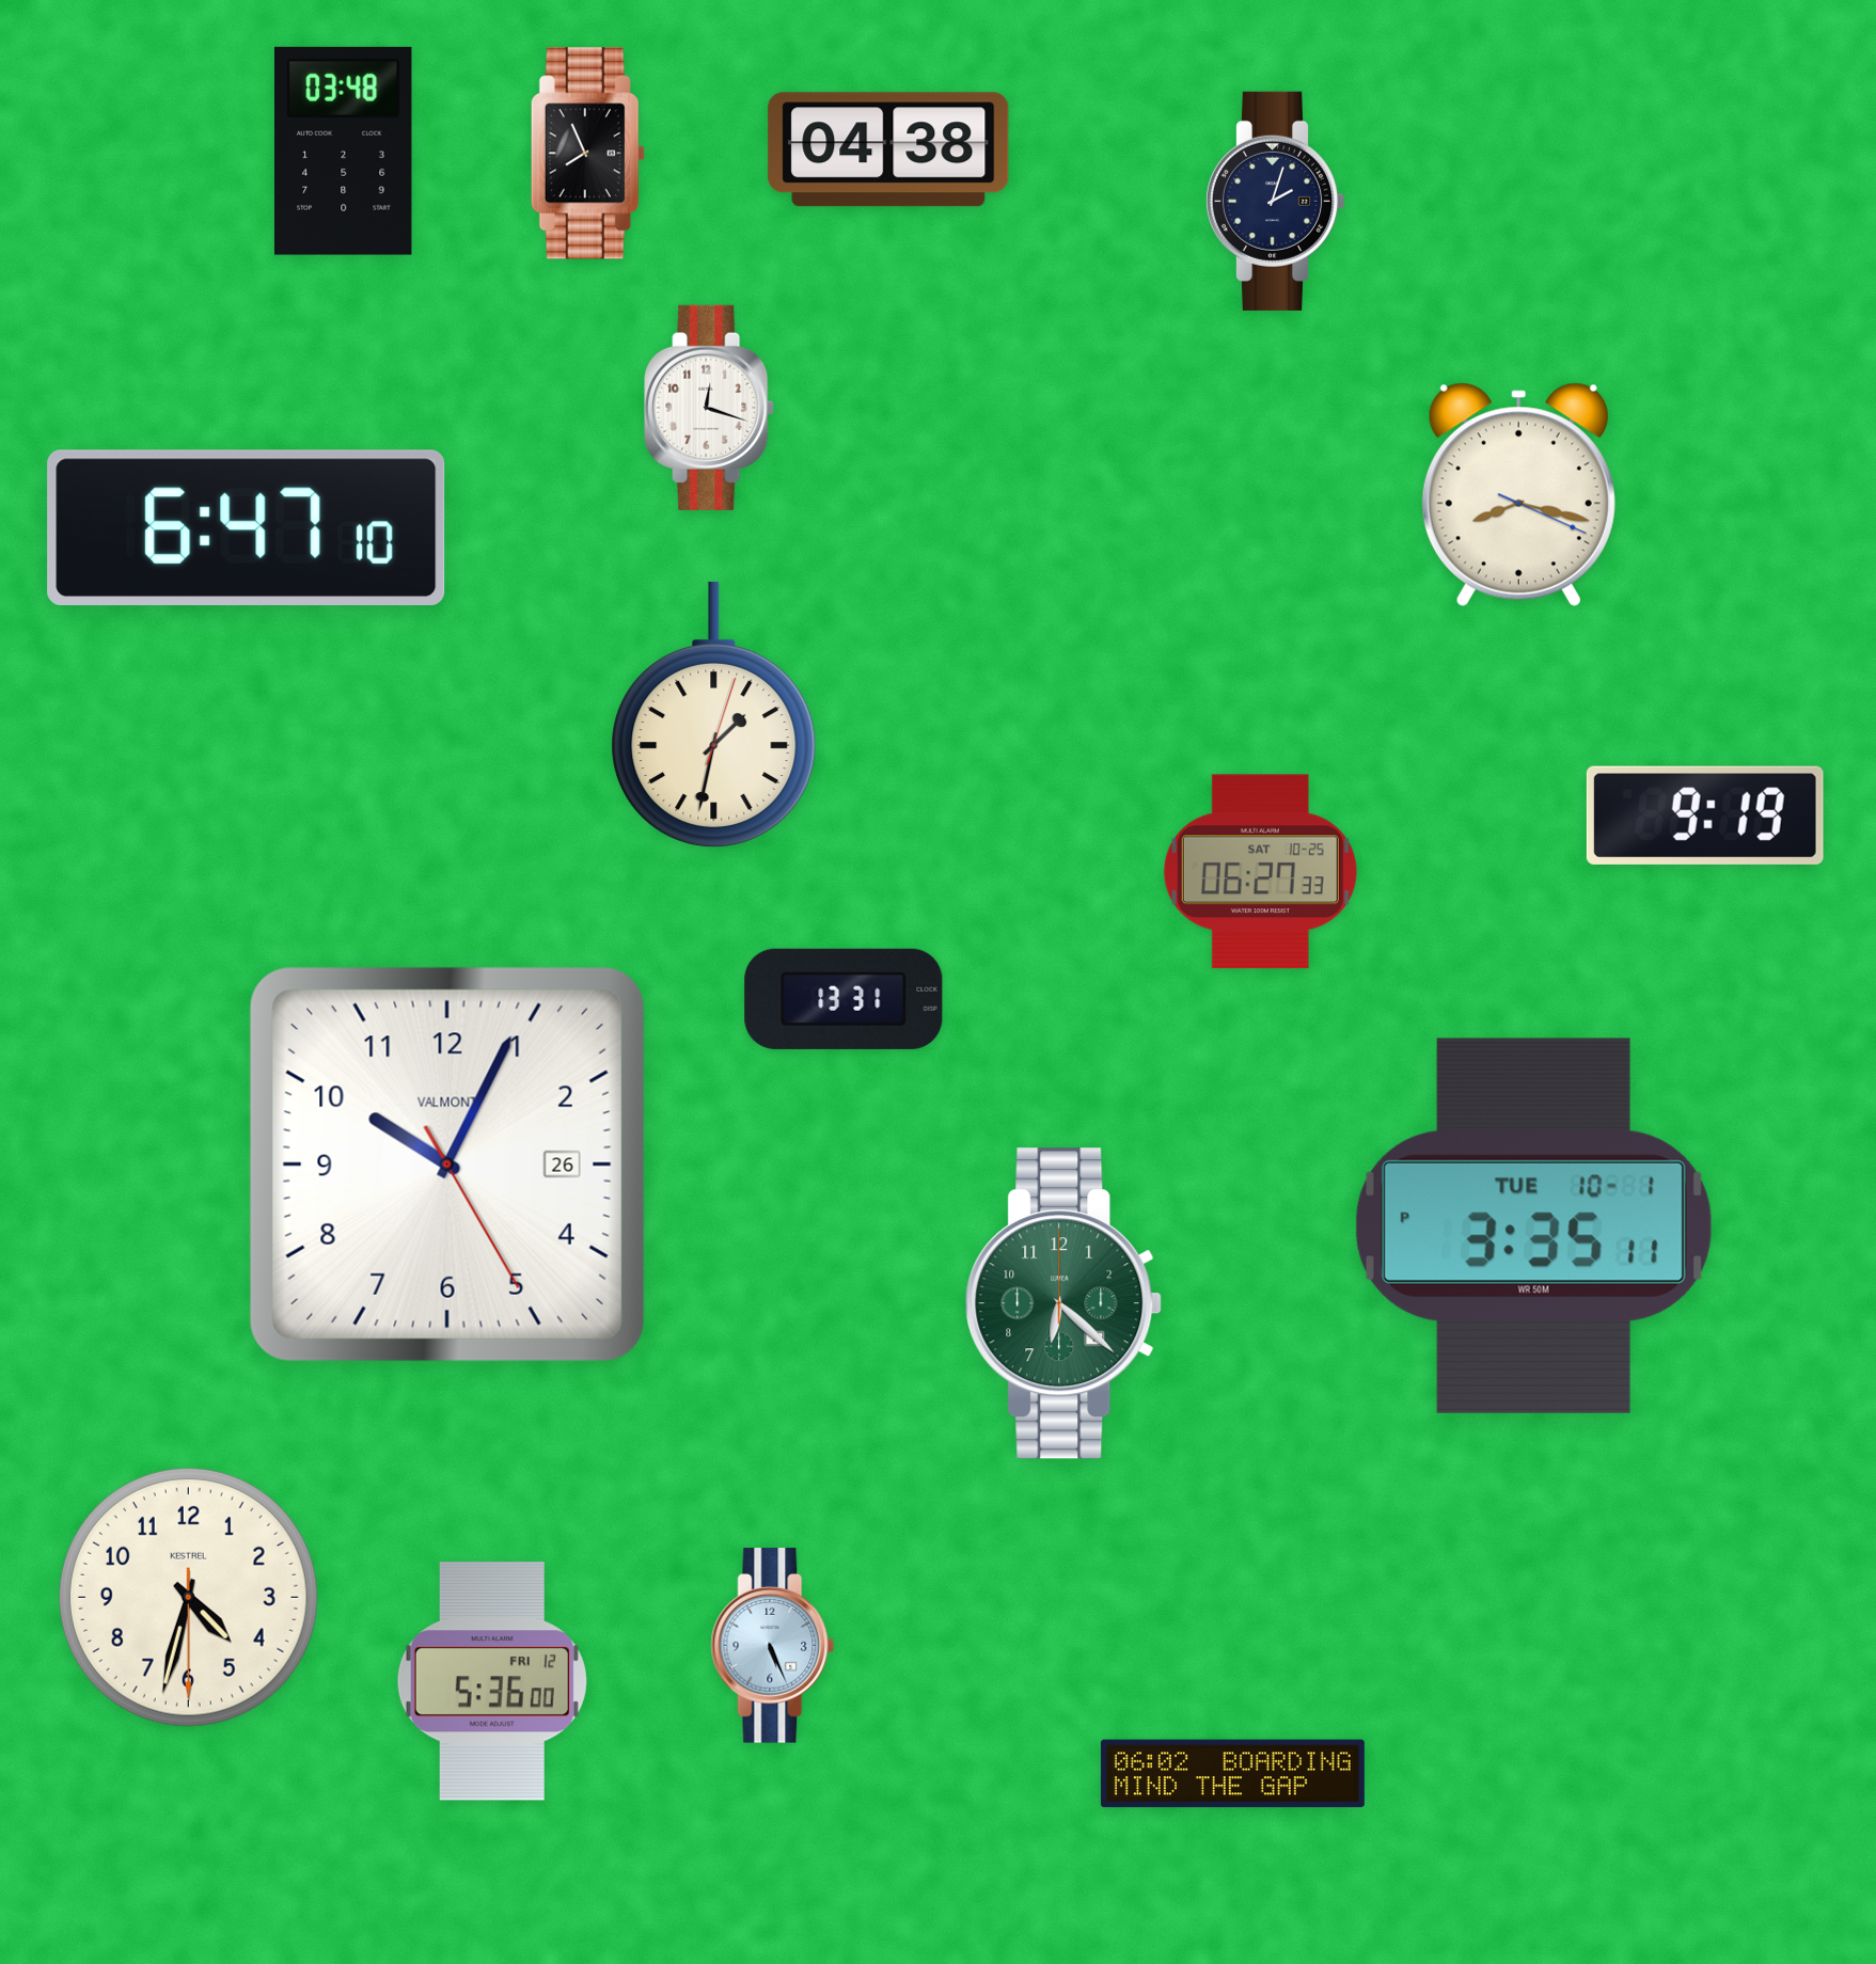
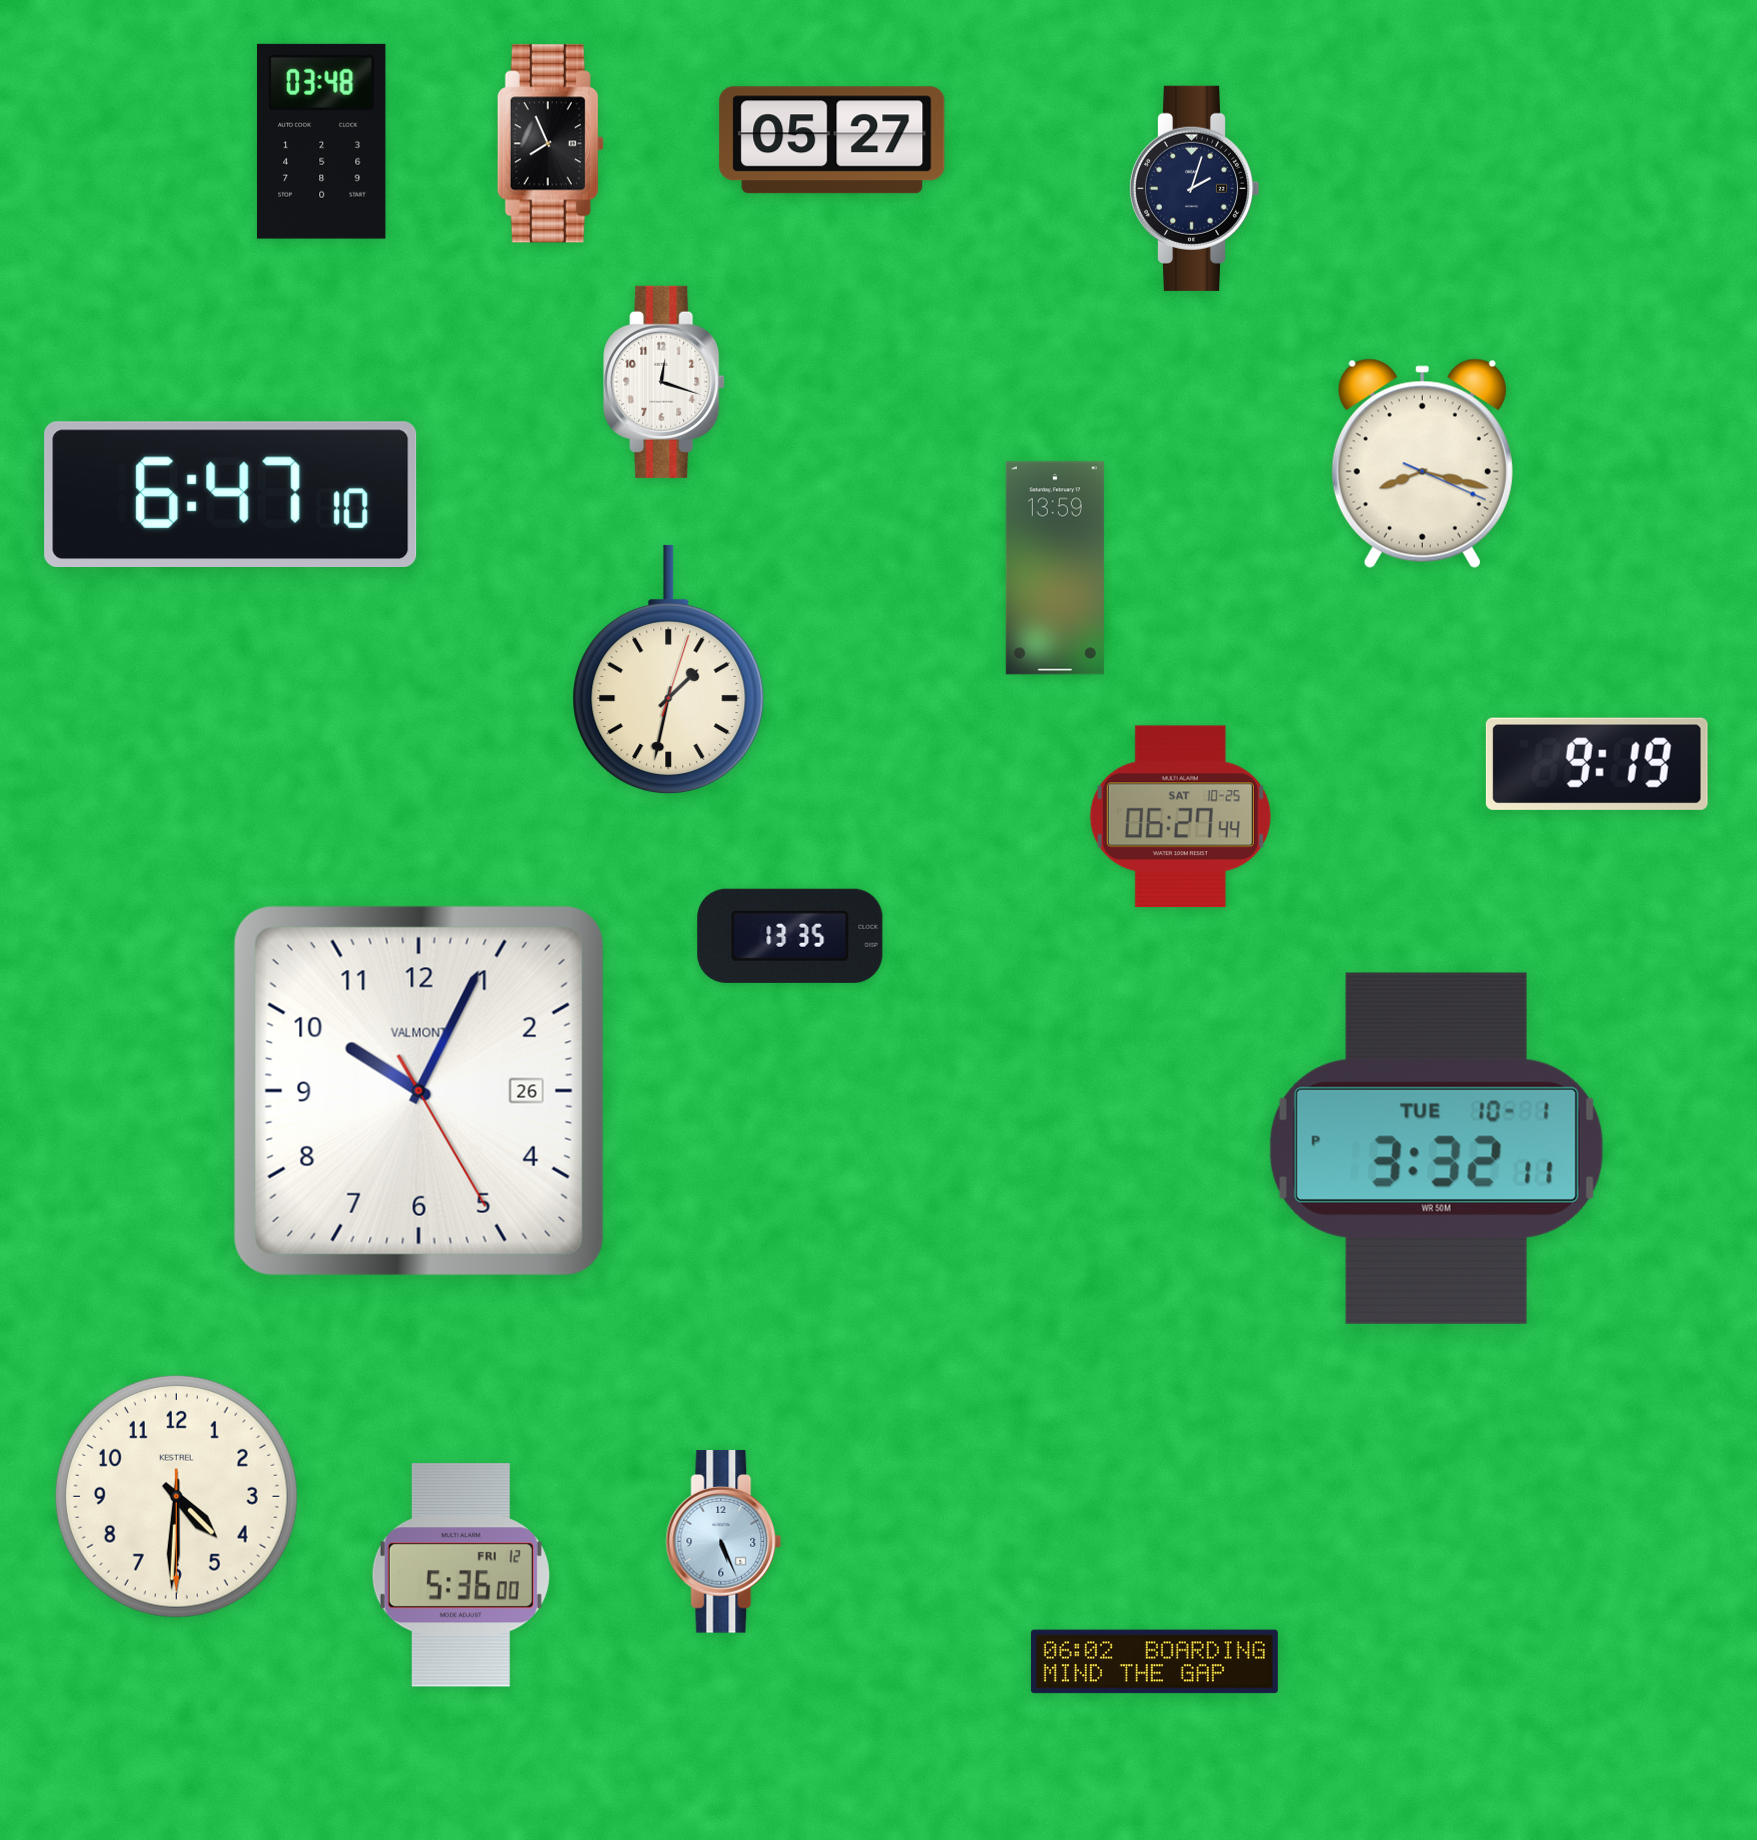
clock at (888, 149): 04:38 -> 05:27
clock at (1055, 568): none -> 13:59
clock at (1260, 872): 06:27:33 -> 06:27:44
clock at (844, 999): 13:31 -> 13:35
clock at (1533, 1225): 3:35 -> 3:32
clock at (1063, 1303): 6:22 -> none
clock at (188, 1597): 4:32 -> 4:30
